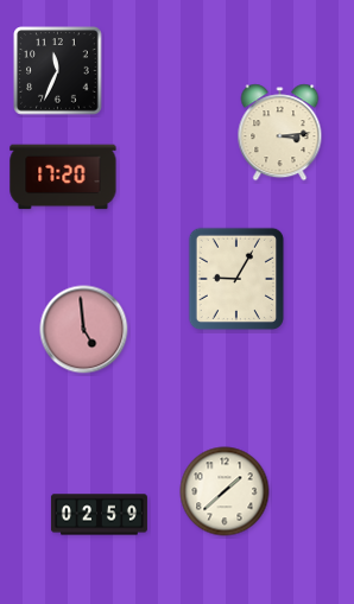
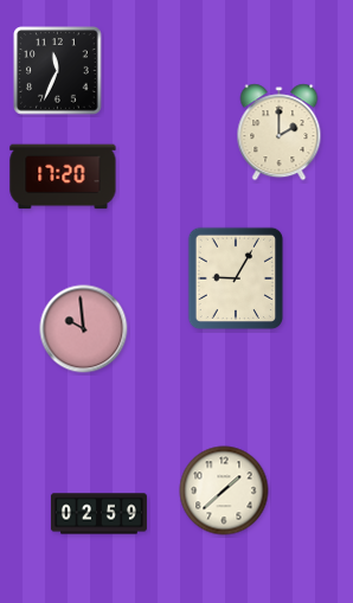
clock at (280, 133): 3:14 -> 2:00
clock at (84, 330): 4:59 -> 9:59
